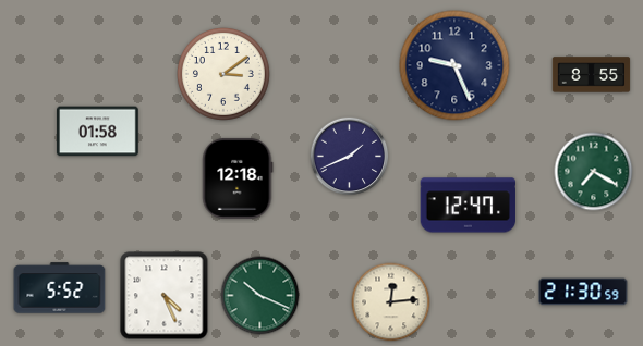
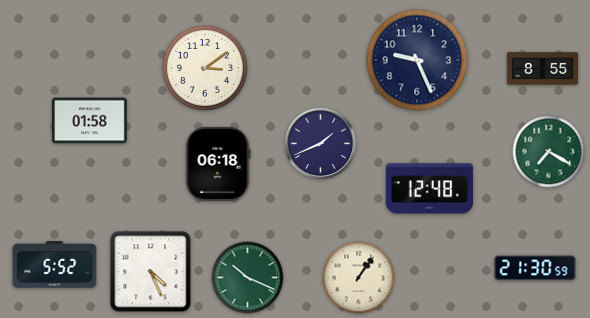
clock at (594, 172) position: (594, 172) -> (549, 152)
clock at (238, 178): 12:18 -> 06:18
clock at (469, 206): 12:47 -> 12:48
clock at (260, 296) position: (260, 296) -> (248, 278)
clock at (391, 302): 12:14 -> 1:06
